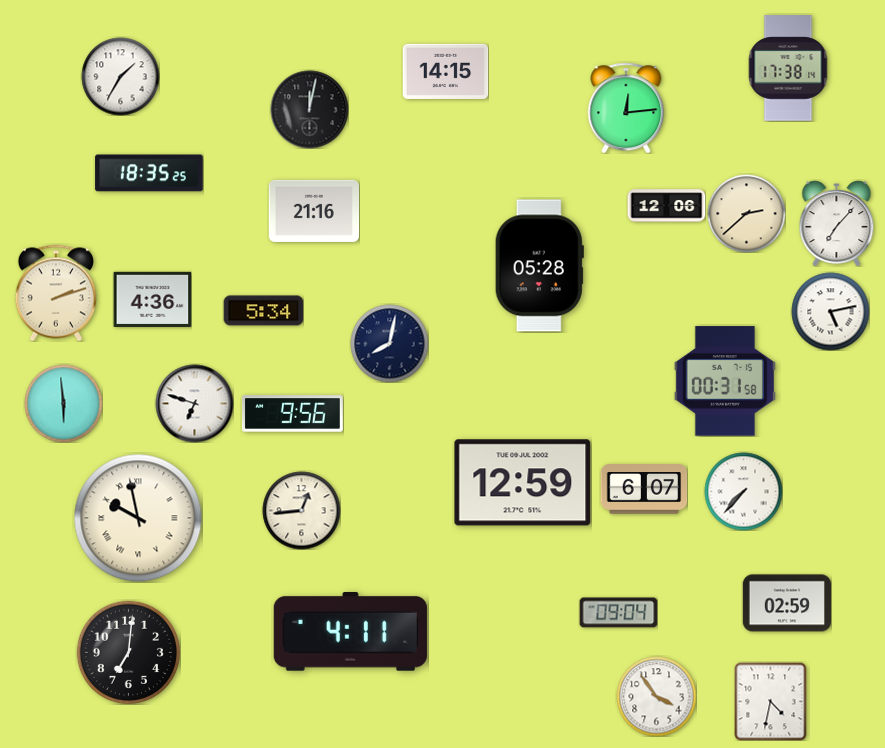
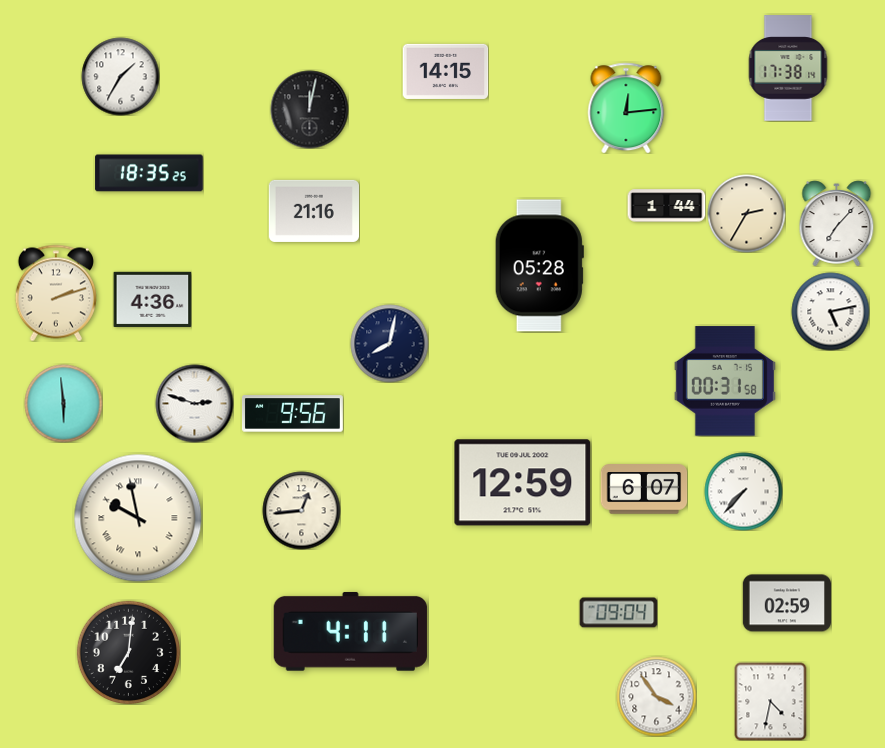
clock at (666, 206): 12:06 -> 1:44
clock at (746, 213): 2:38 -> 2:35
clock at (263, 311): 5:34 -> none
clock at (194, 403): 6:48 -> 2:48
